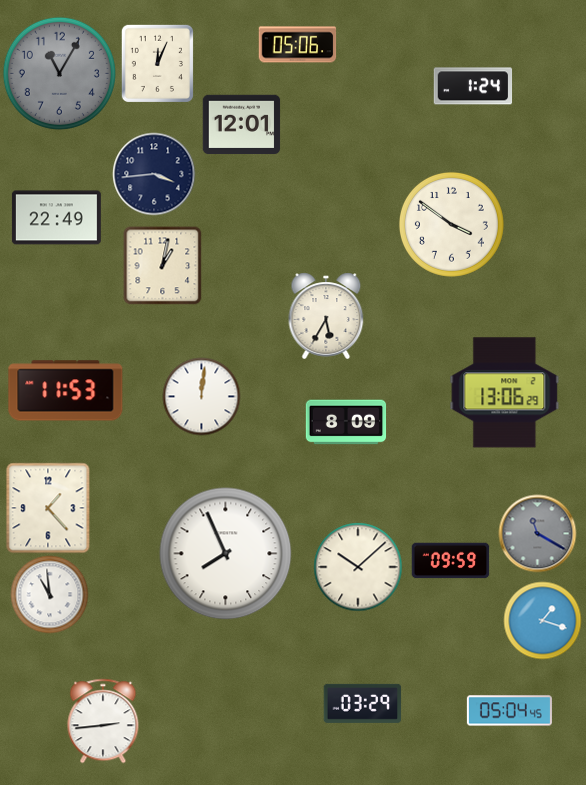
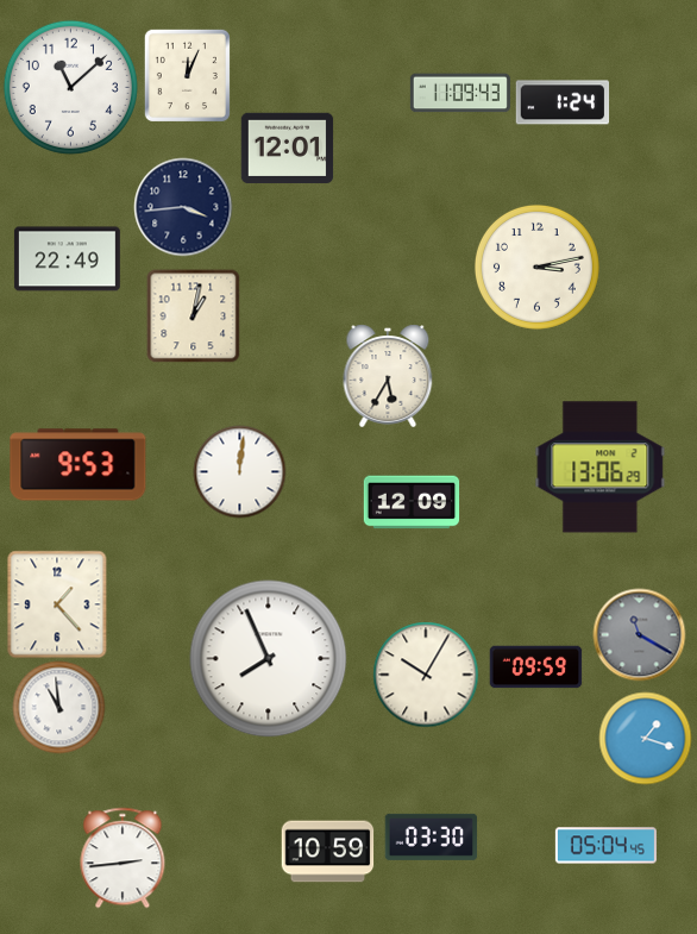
clock at (297, 45): 05:06 -> none
clock at (59, 73): 11:05 -> 11:08
clock at (59, 73) dial: grey -> white
clock at (460, 93): none -> 11:09
clock at (451, 224): 3:51 -> 3:13
clock at (66, 391): 11:53 -> 9:53
clock at (346, 422): 8:09 -> 12:09
clock at (358, 567): 10:08 -> 10:05
clock at (362, 703): 03:29 -> 03:30
clock at (327, 852): none -> 10:59
